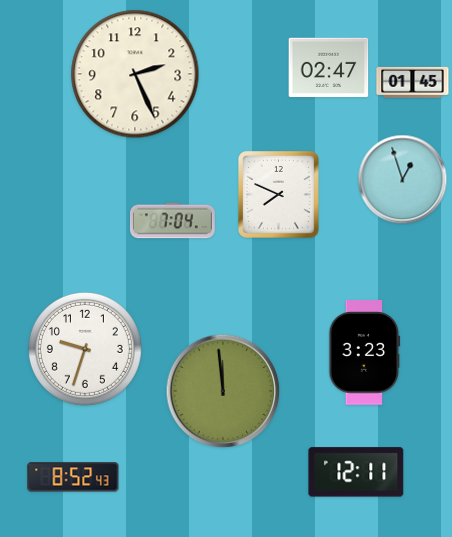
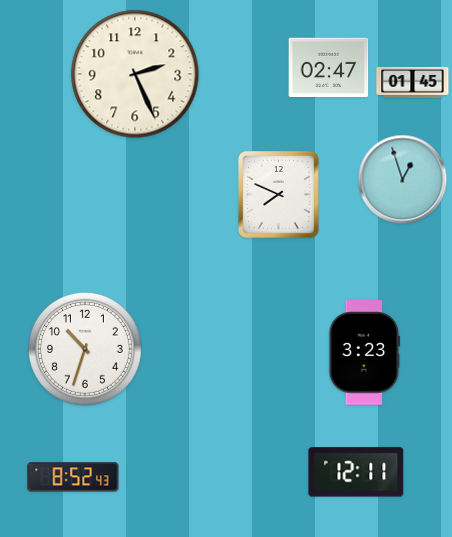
clock at (172, 221): 7:04 -> none
clock at (85, 349): 9:33 -> 10:33
clock at (223, 391): 11:59 -> none
